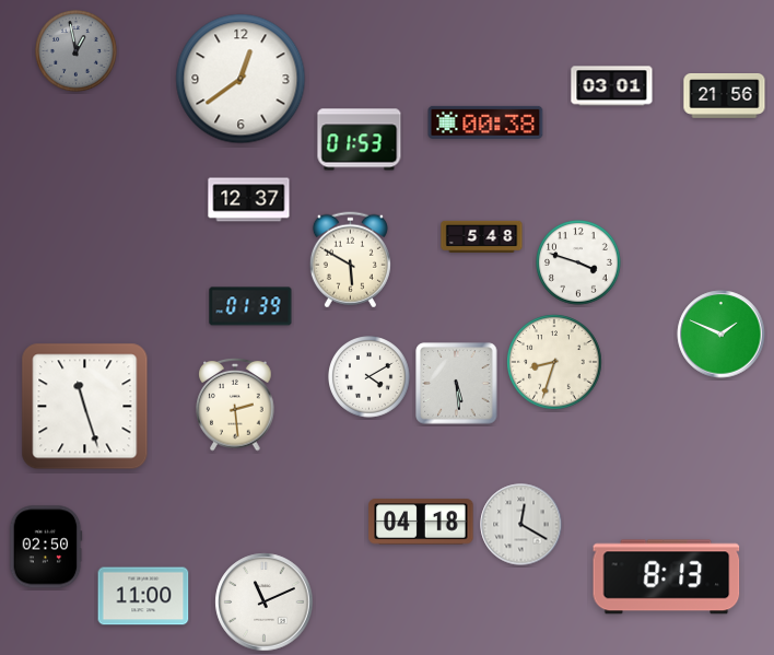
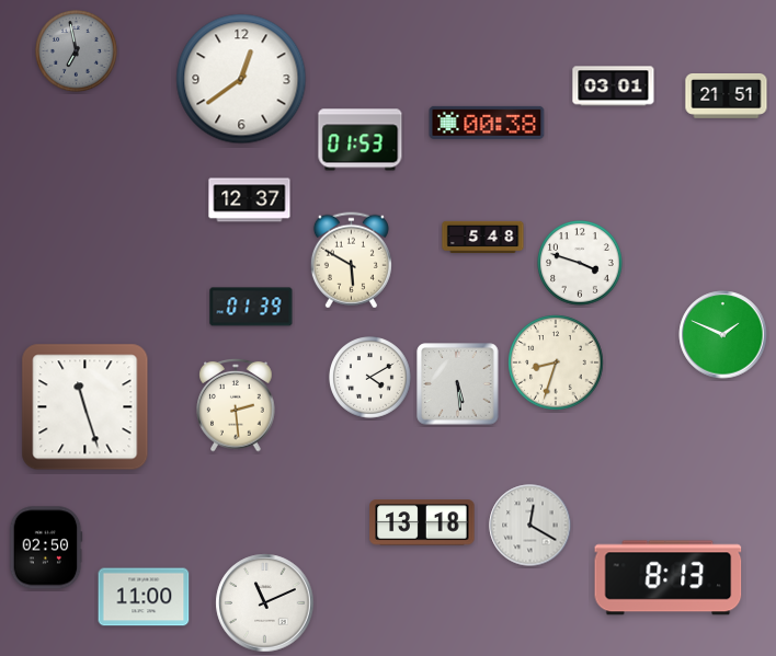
clock at (77, 51): 12:58 -> 6:58
clock at (725, 96): 21:56 -> 21:51
clock at (421, 522): 04:18 -> 13:18
clock at (521, 525) position: (521, 525) -> (530, 526)
